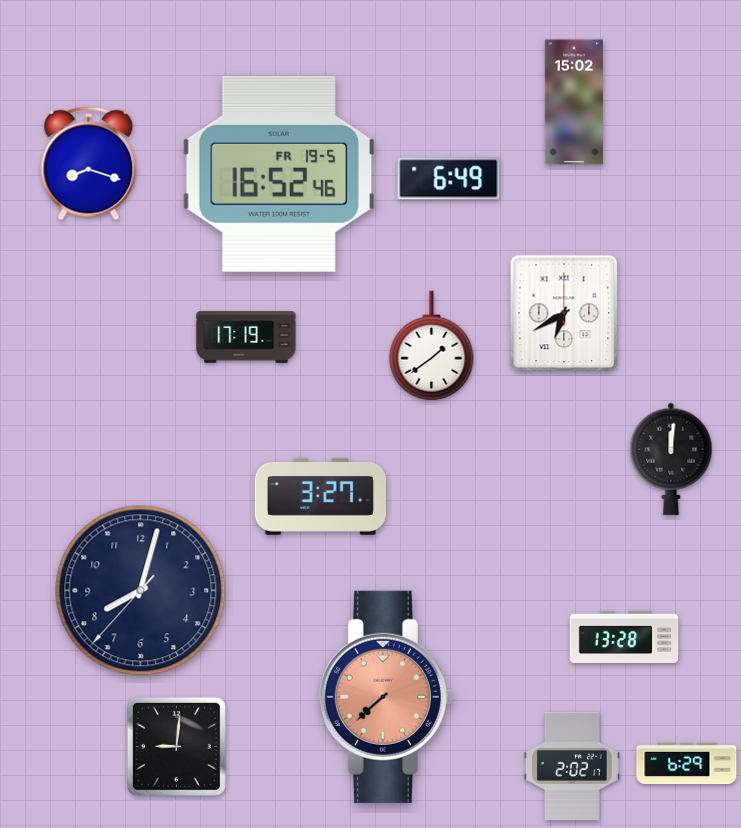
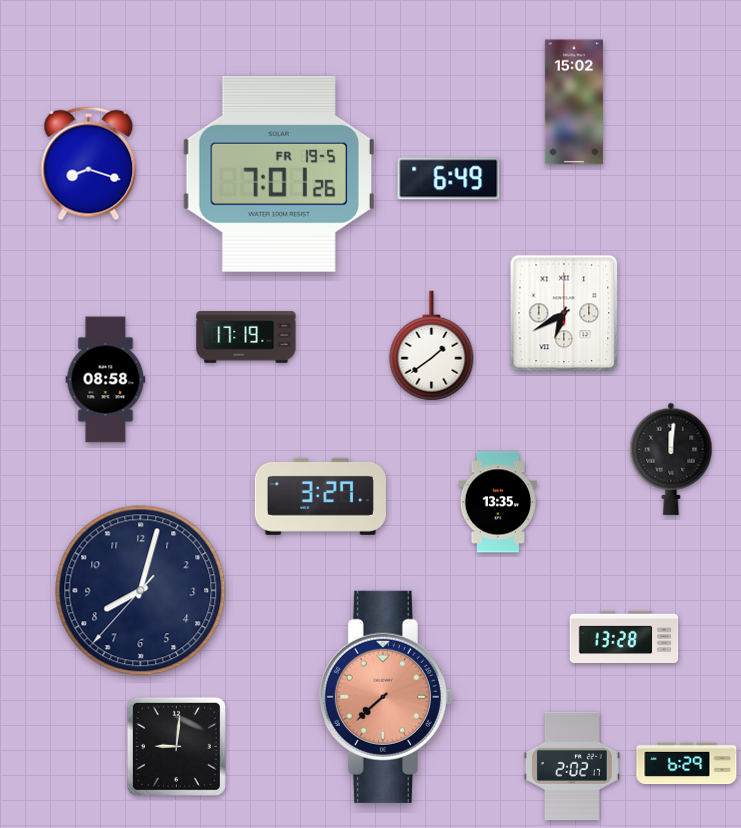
clock at (279, 174): 16:52 -> 7:01
clock at (106, 380): none -> 08:58
clock at (498, 502): none -> 13:35
